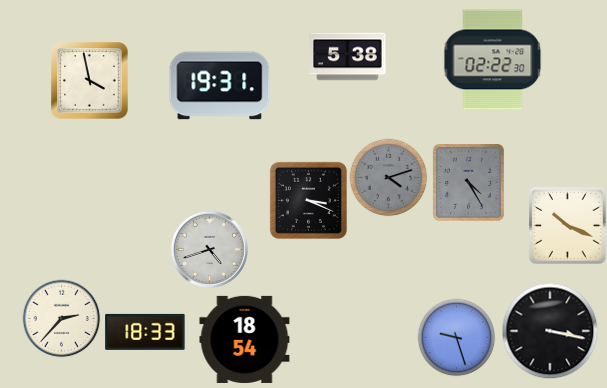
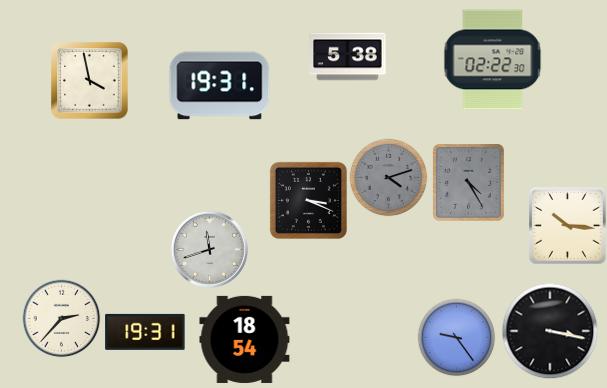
clock at (568, 226): 10:19 -> 10:16
clock at (209, 249): 4:42 -> 11:42
clock at (145, 332): 18:33 -> 19:31
clock at (456, 337): 9:27 -> 9:24
